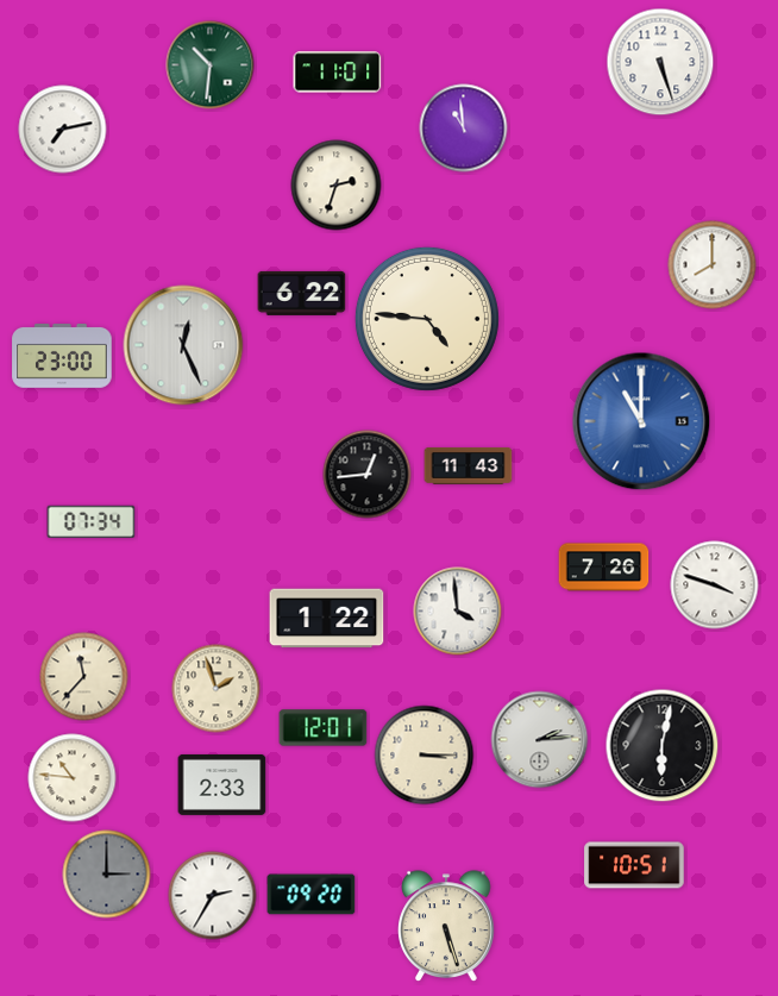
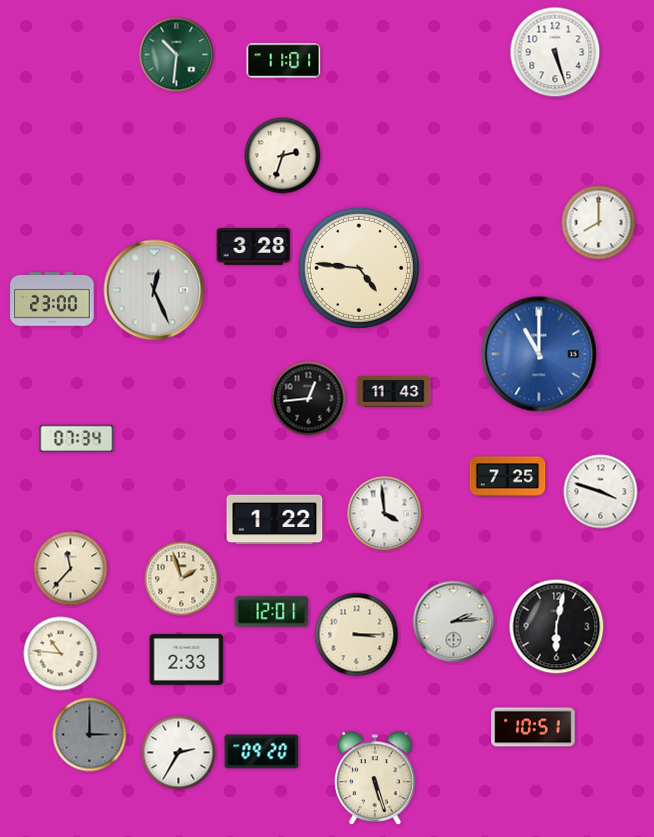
clock at (464, 129): 10:59 -> none
clock at (63, 130): 7:13 -> none
clock at (302, 293): 6:22 -> 3:28
clock at (604, 568): 7:26 -> 7:25
